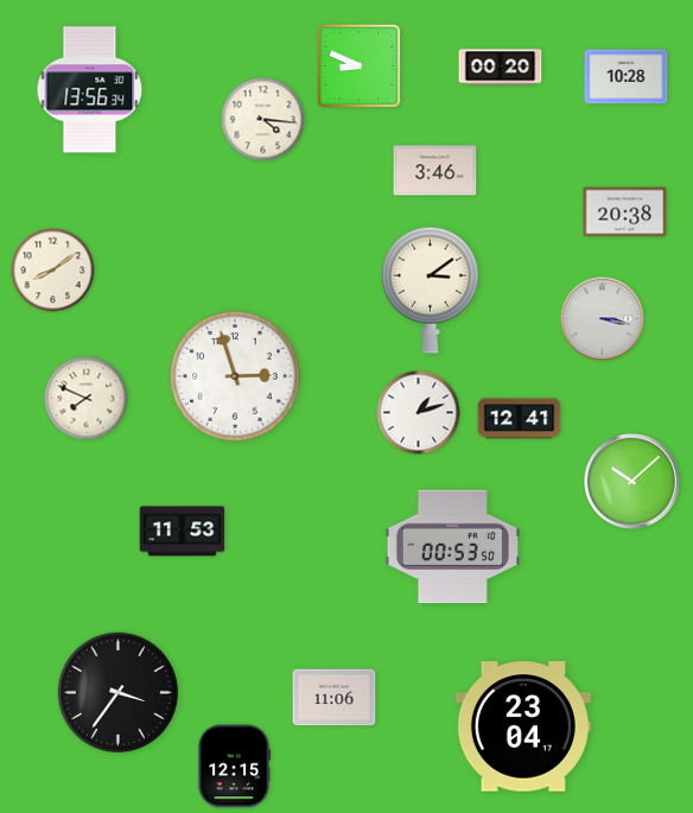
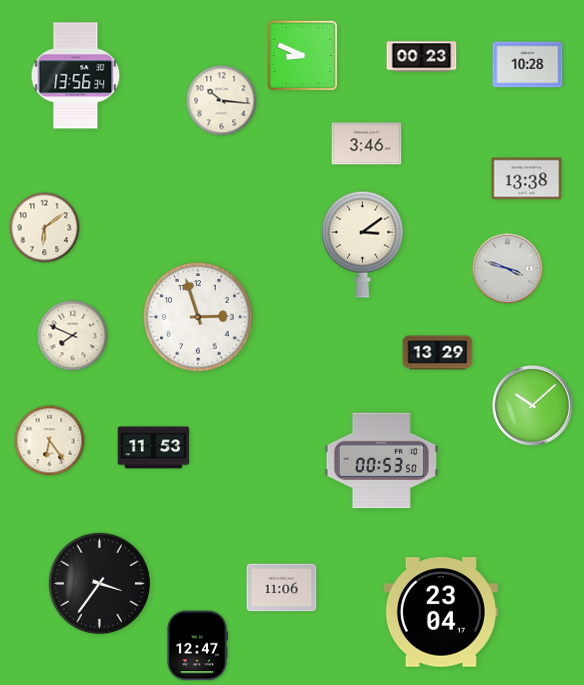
clock at (501, 68): 00:20 -> 00:23
clock at (263, 120): 4:16 -> 10:16
clock at (625, 212): 20:38 -> 13:38
clock at (53, 271): 8:09 -> 6:09
clock at (603, 319): 3:17 -> 3:48
clock at (419, 413): 1:12 -> none
clock at (520, 419): 12:41 -> 13:29
clock at (50, 441): none -> 6:24
clock at (233, 767): 12:15 -> 12:47
